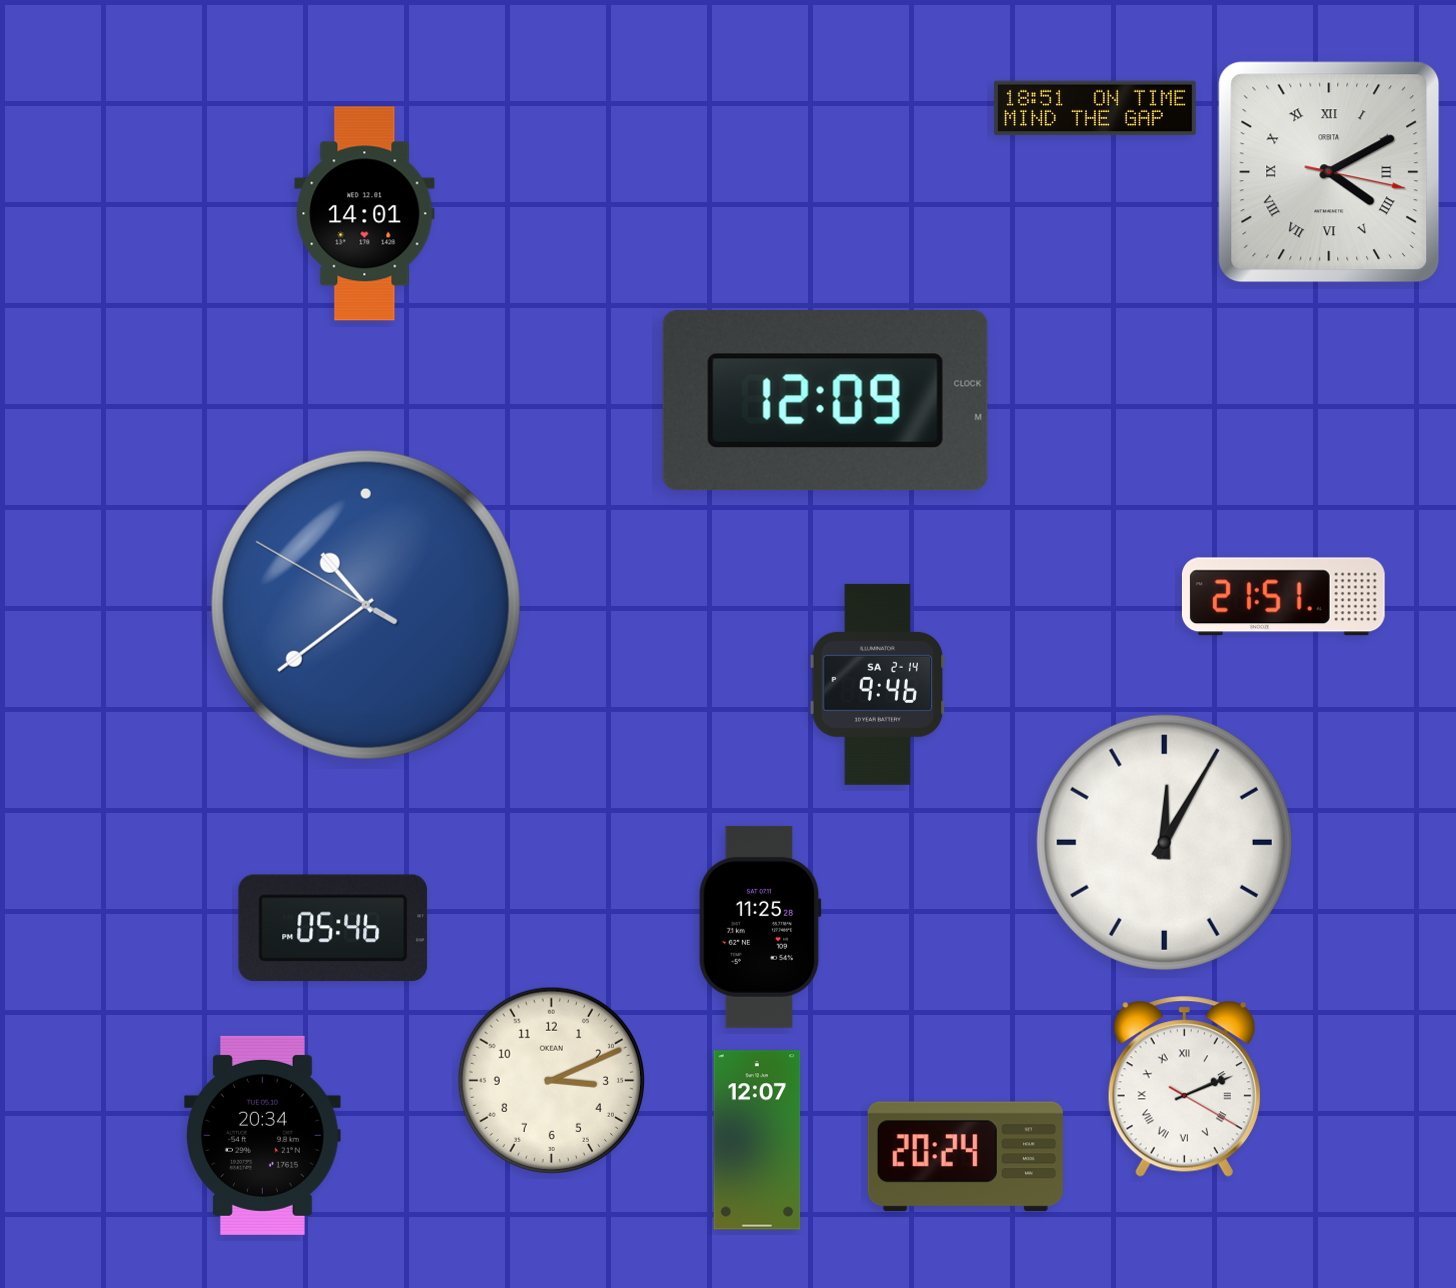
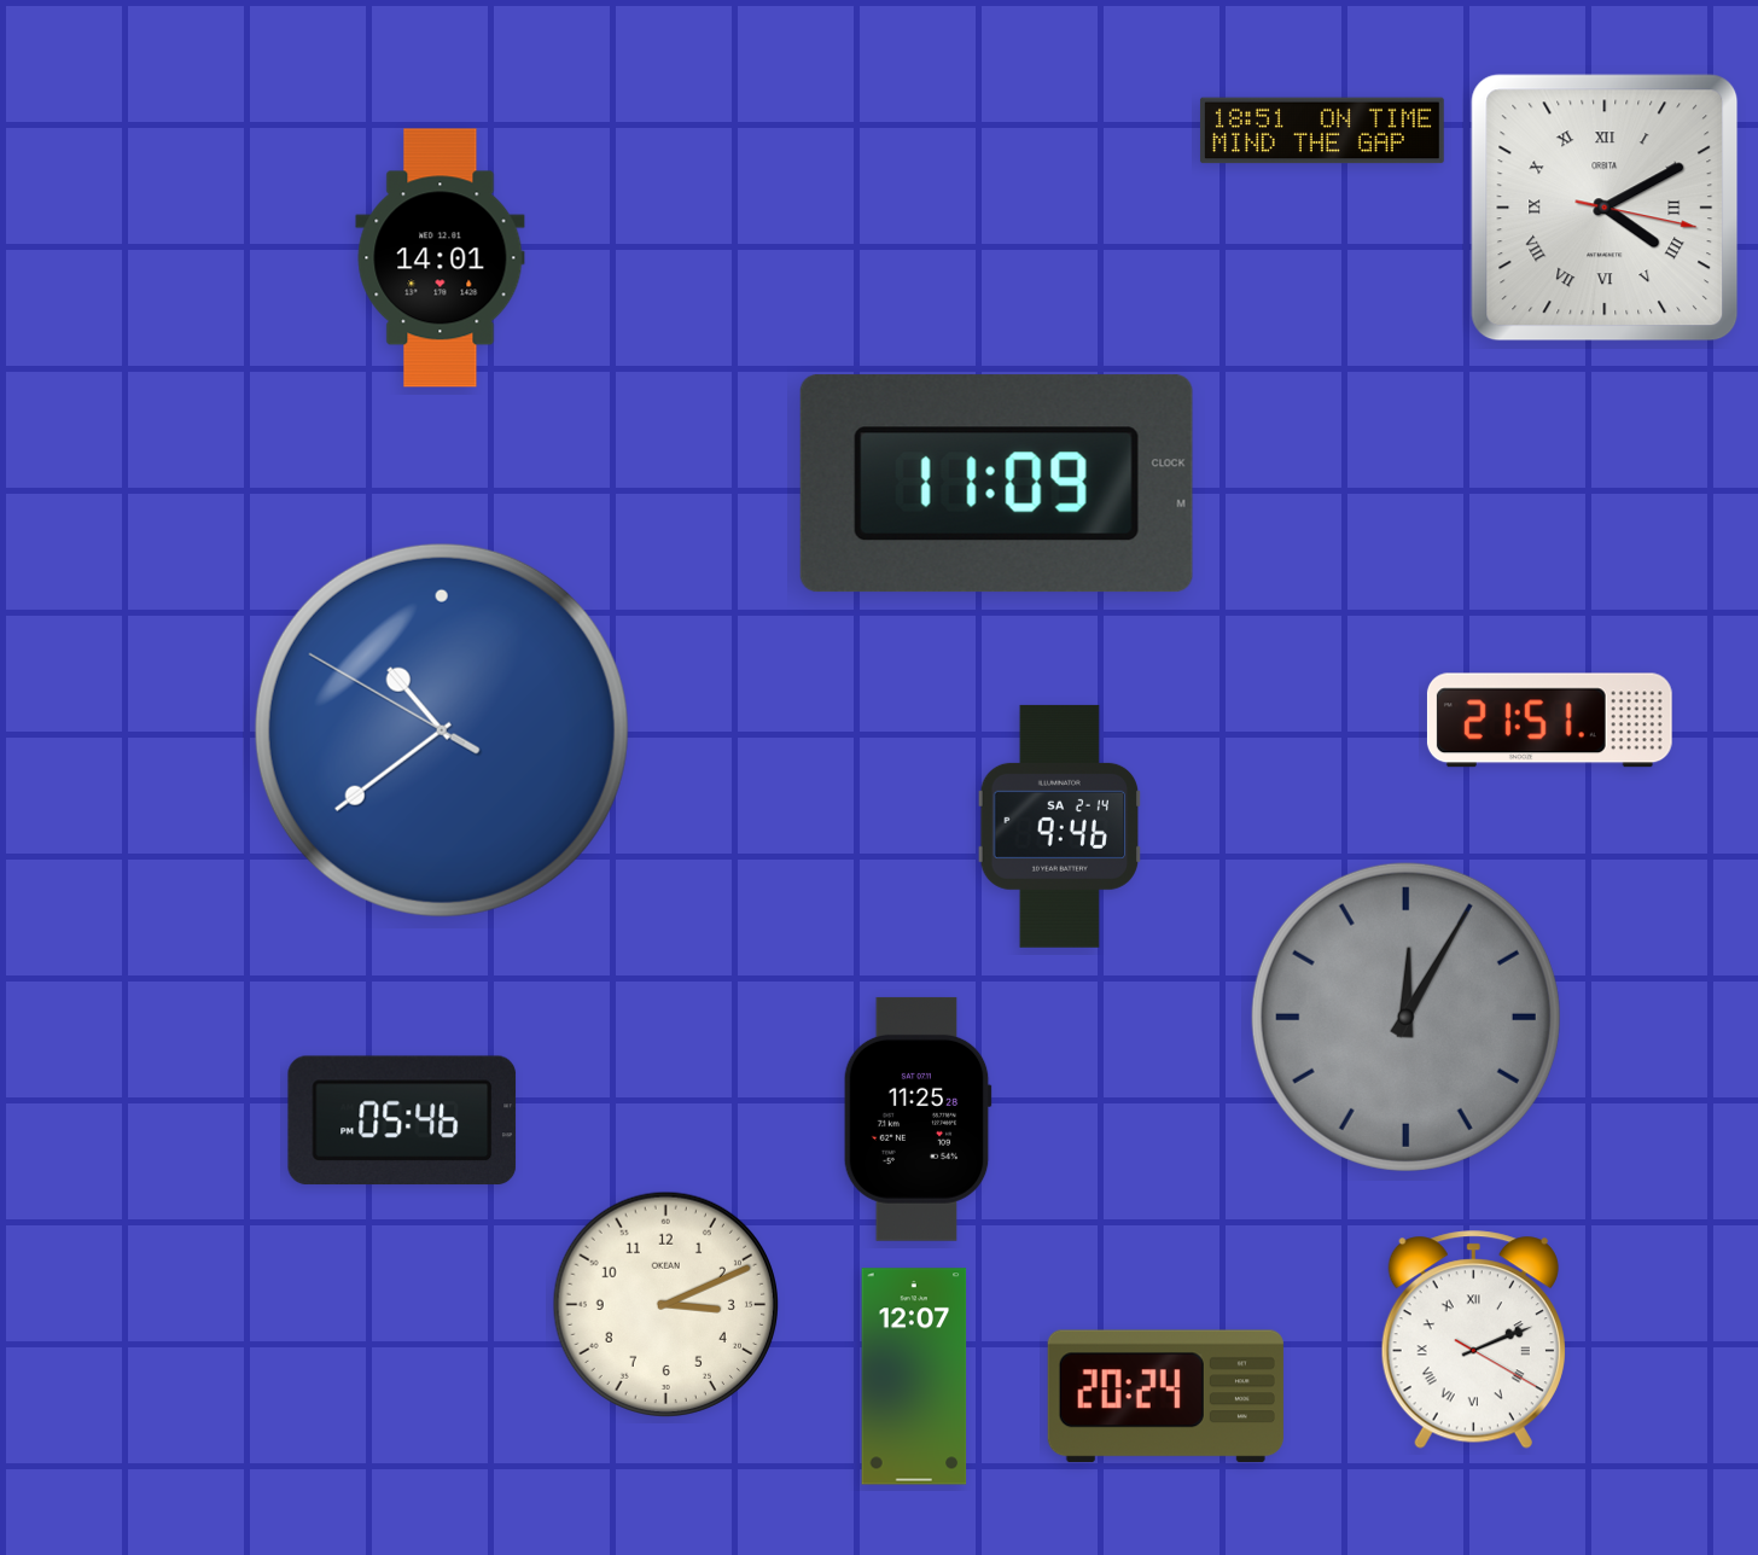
clock at (825, 401): 12:09 -> 11:09
clock at (1164, 842) dial: white -> grey
clock at (1184, 1087) position: (1184, 1087) -> (1473, 1340)
clock at (263, 1135): 20:34 -> none
